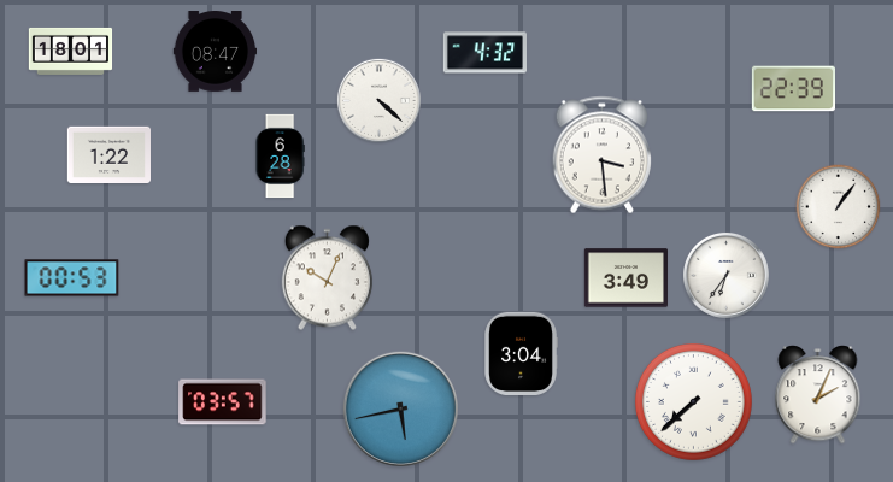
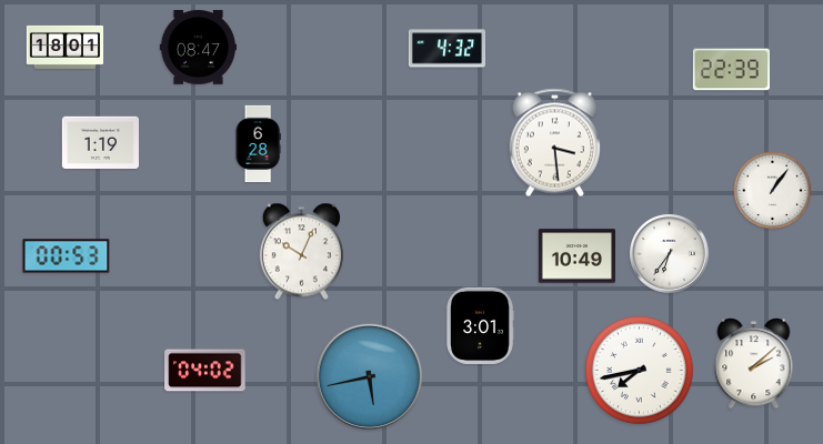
clock at (793, 89) position: (793, 89) -> (731, 70)
clock at (378, 100): 4:22 -> none
clock at (108, 155): 1:22 -> 1:19
clock at (327, 278) position: (327, 278) -> (301, 252)
clock at (625, 278): 3:49 -> 10:49
clock at (521, 353): 3:04 -> 3:01
clock at (818, 395): 2:04 -> 2:08
clock at (693, 401): 7:38 -> 7:43
clock at (223, 402): 03:57 -> 04:02
